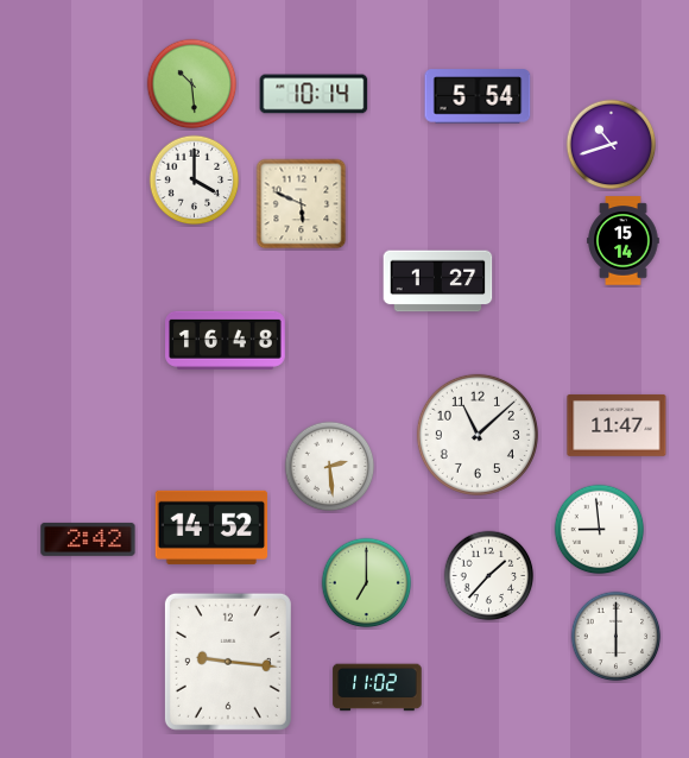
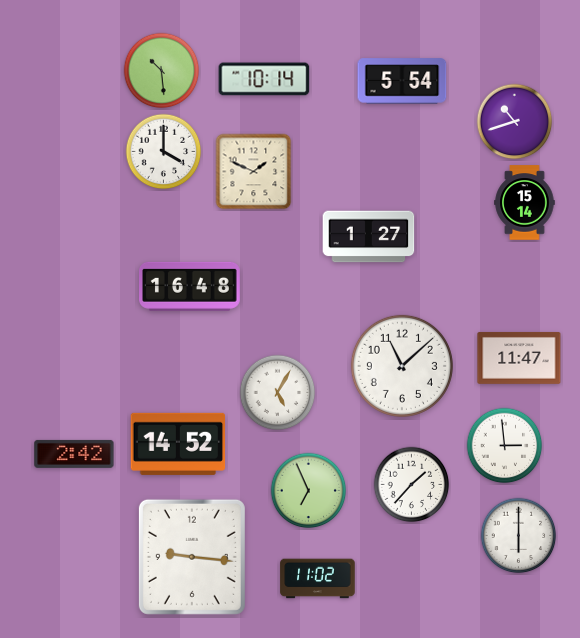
clock at (302, 204): 5:49 -> 1:49
clock at (330, 467): 2:29 -> 5:05
clock at (600, 530): 8:59 -> 2:59
clock at (367, 583): 7:00 -> 6:56
